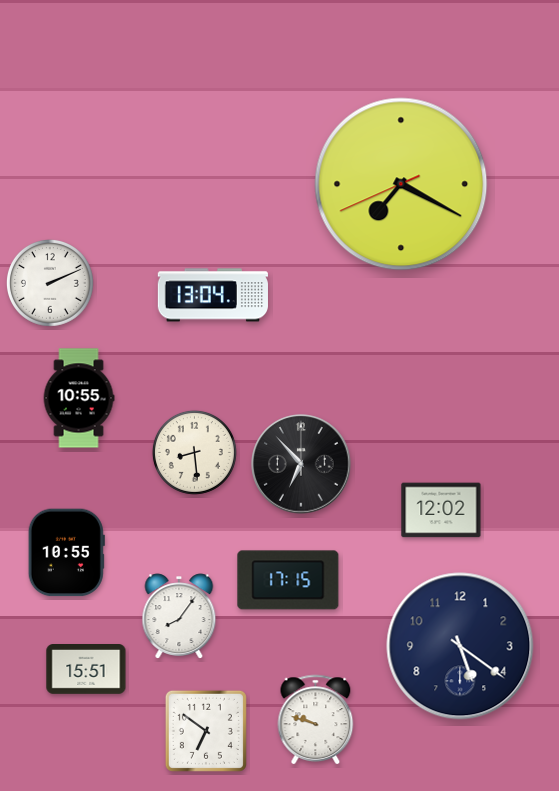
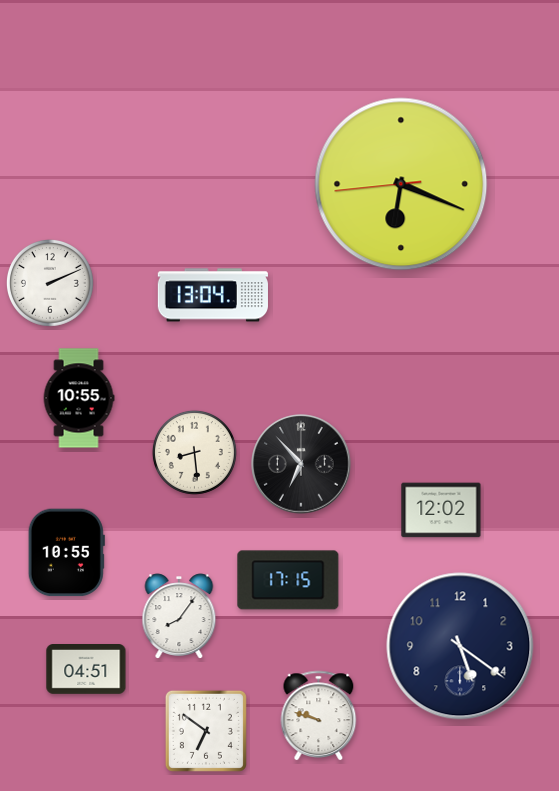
clock at (401, 184): 7:19 -> 6:18
clock at (86, 670): 15:51 -> 04:51
clock at (316, 719) position: (316, 719) -> (319, 715)
